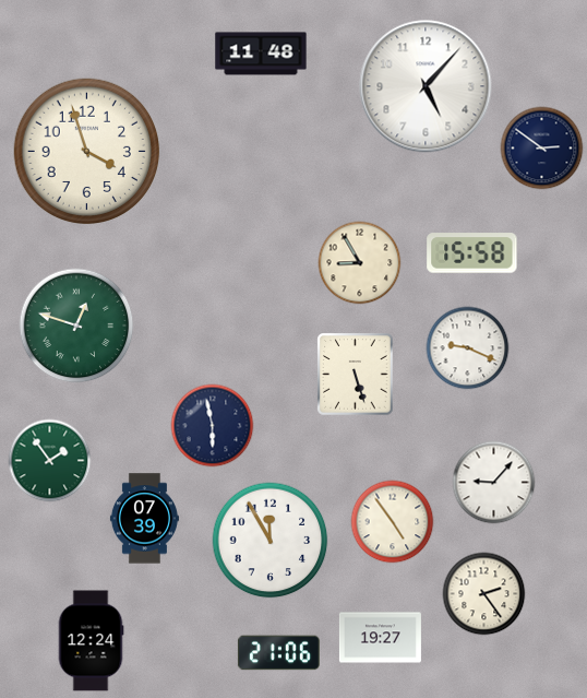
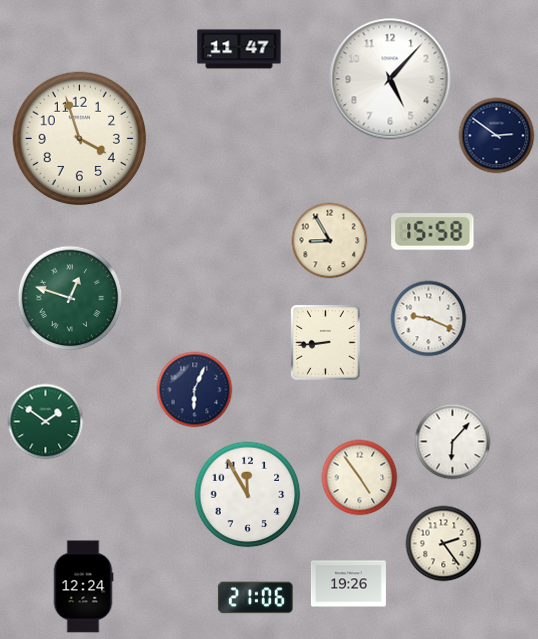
clock at (261, 54): 11:48 -> 11:47
clock at (356, 375): 5:27 -> 8:44
clock at (213, 426): 5:58 -> 6:04
clock at (50, 461): 1:54 -> 1:51
clock at (494, 483): 9:07 -> 6:07
clock at (144, 519): 07:39 -> none
clock at (380, 638): 19:27 -> 19:26
